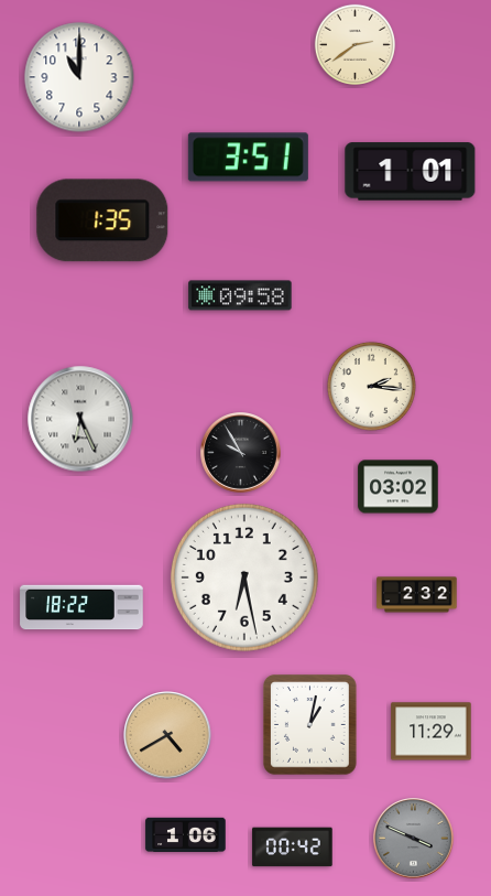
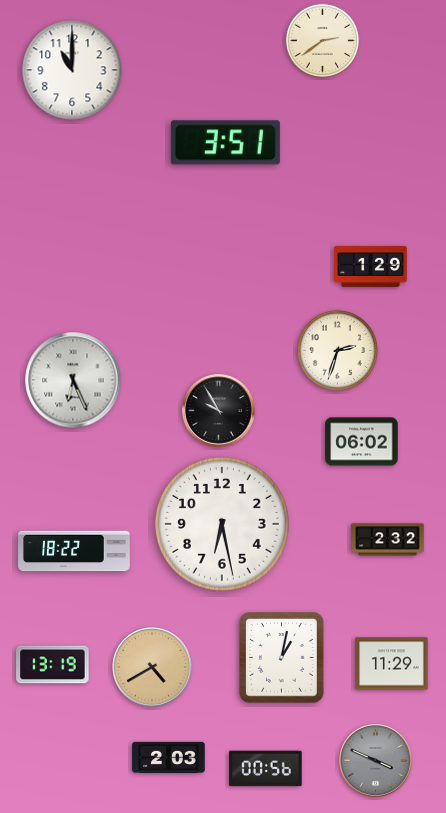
clock at (411, 172): 1:01 -> none
clock at (102, 220): 1:35 -> none
clock at (371, 266): none -> 1:29
clock at (240, 295): 09:58 -> none
clock at (371, 386): 2:16 -> 2:33
clock at (399, 487): 03:02 -> 06:02
clock at (417, 595) position: (417, 595) -> (388, 540)
clock at (53, 665): none -> 13:19
clock at (186, 835): 1:06 -> 2:03
clock at (293, 848): 00:42 -> 00:56
